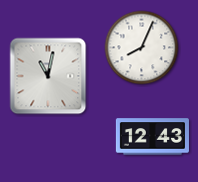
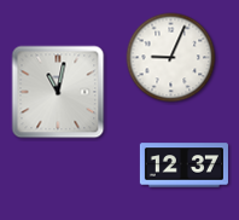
clock at (142, 48): 8:04 -> 9:04
clock at (152, 137): 12:43 -> 12:37
